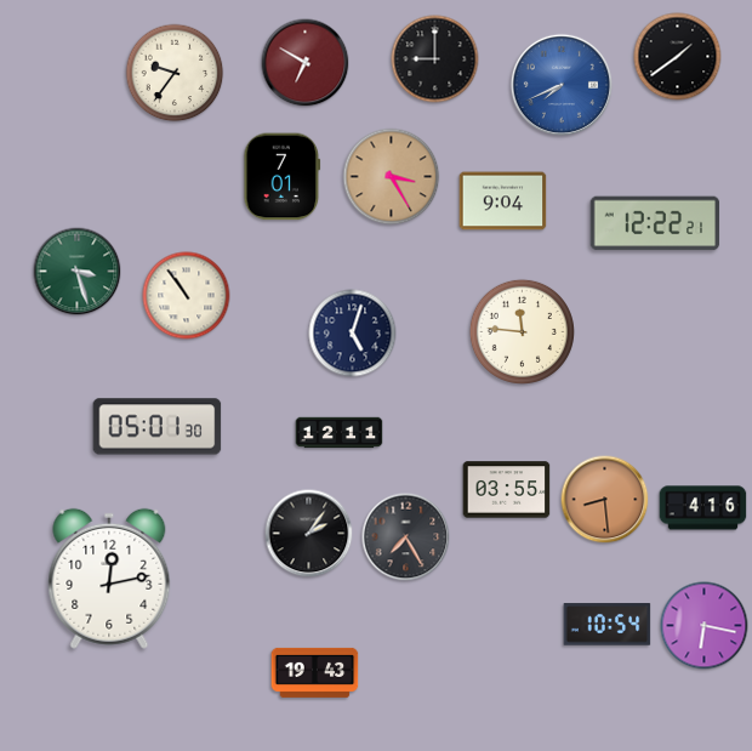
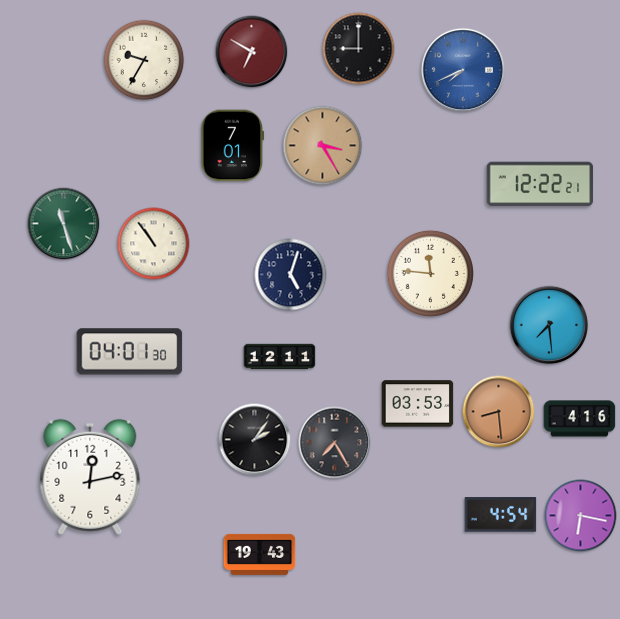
clock at (678, 57): 1:39 -> none
clock at (175, 73): 9:36 -> 9:35
clock at (503, 201): 9:04 -> none
clock at (78, 272): 3:27 -> 11:27
clock at (549, 325): none -> 7:29
clock at (158, 427): 05:01 -> 04:01
clock at (507, 490): 03:55 -> 03:53
clock at (608, 625): 10:54 -> 4:54
